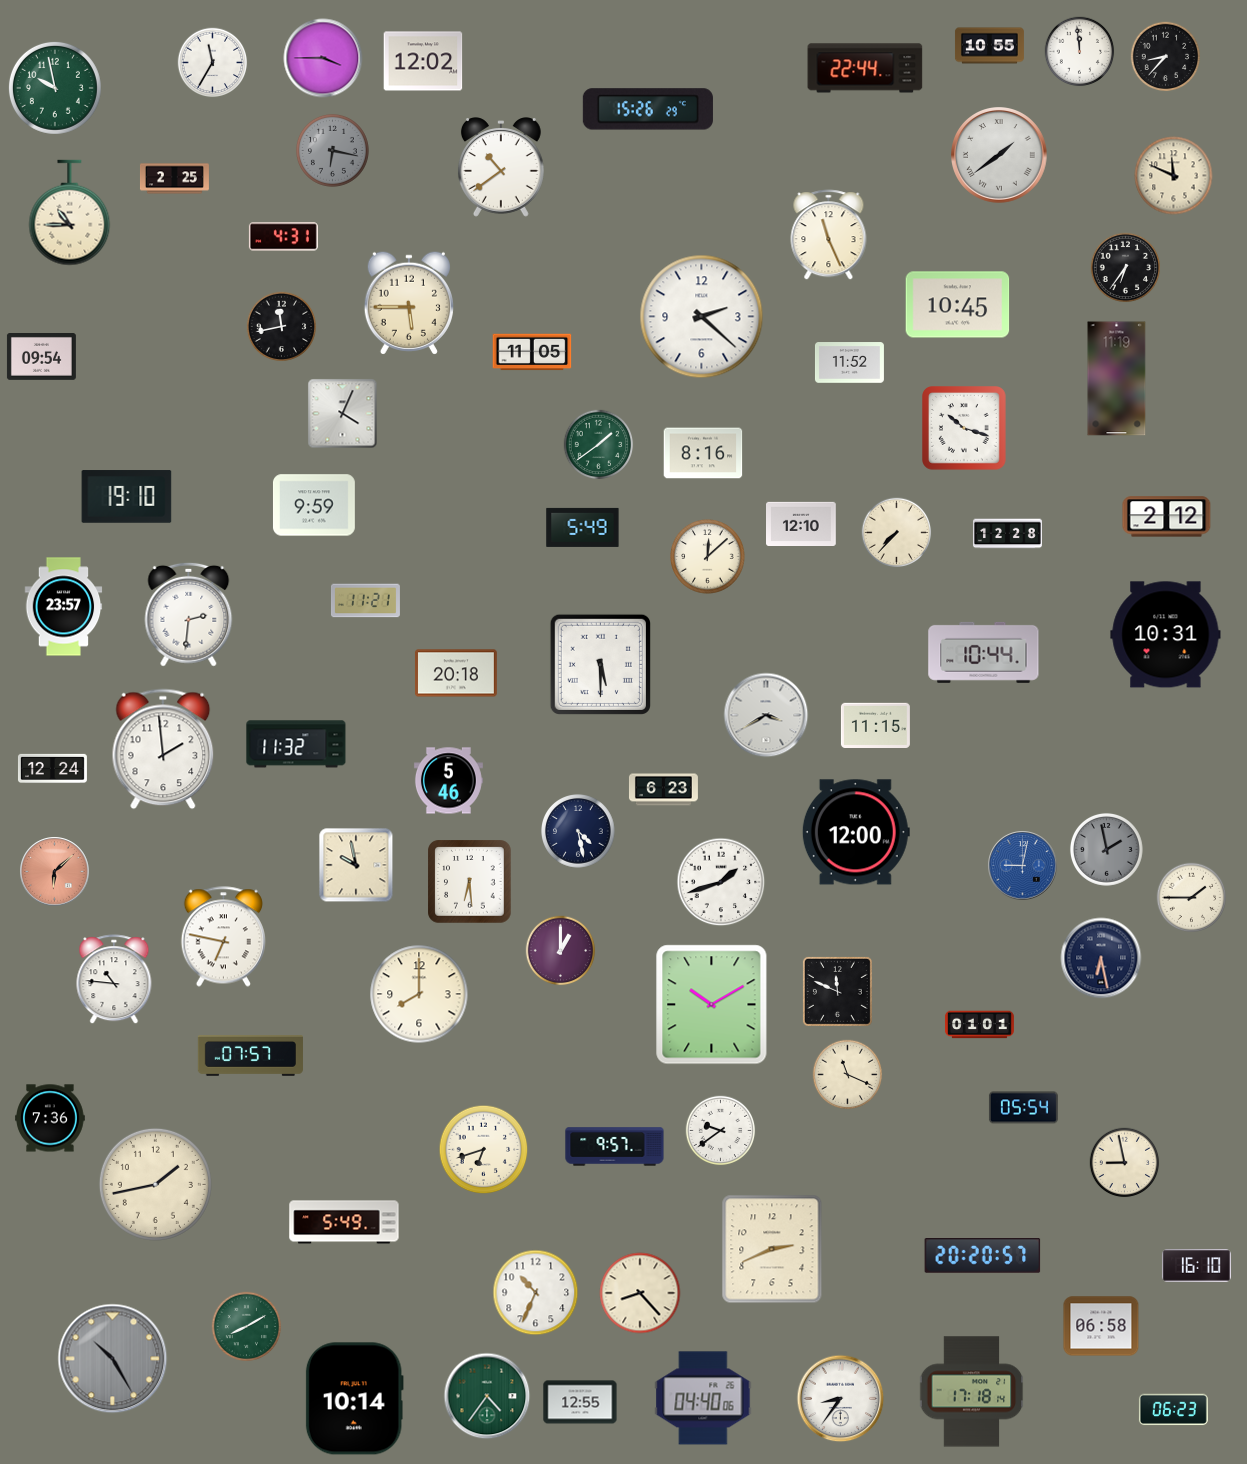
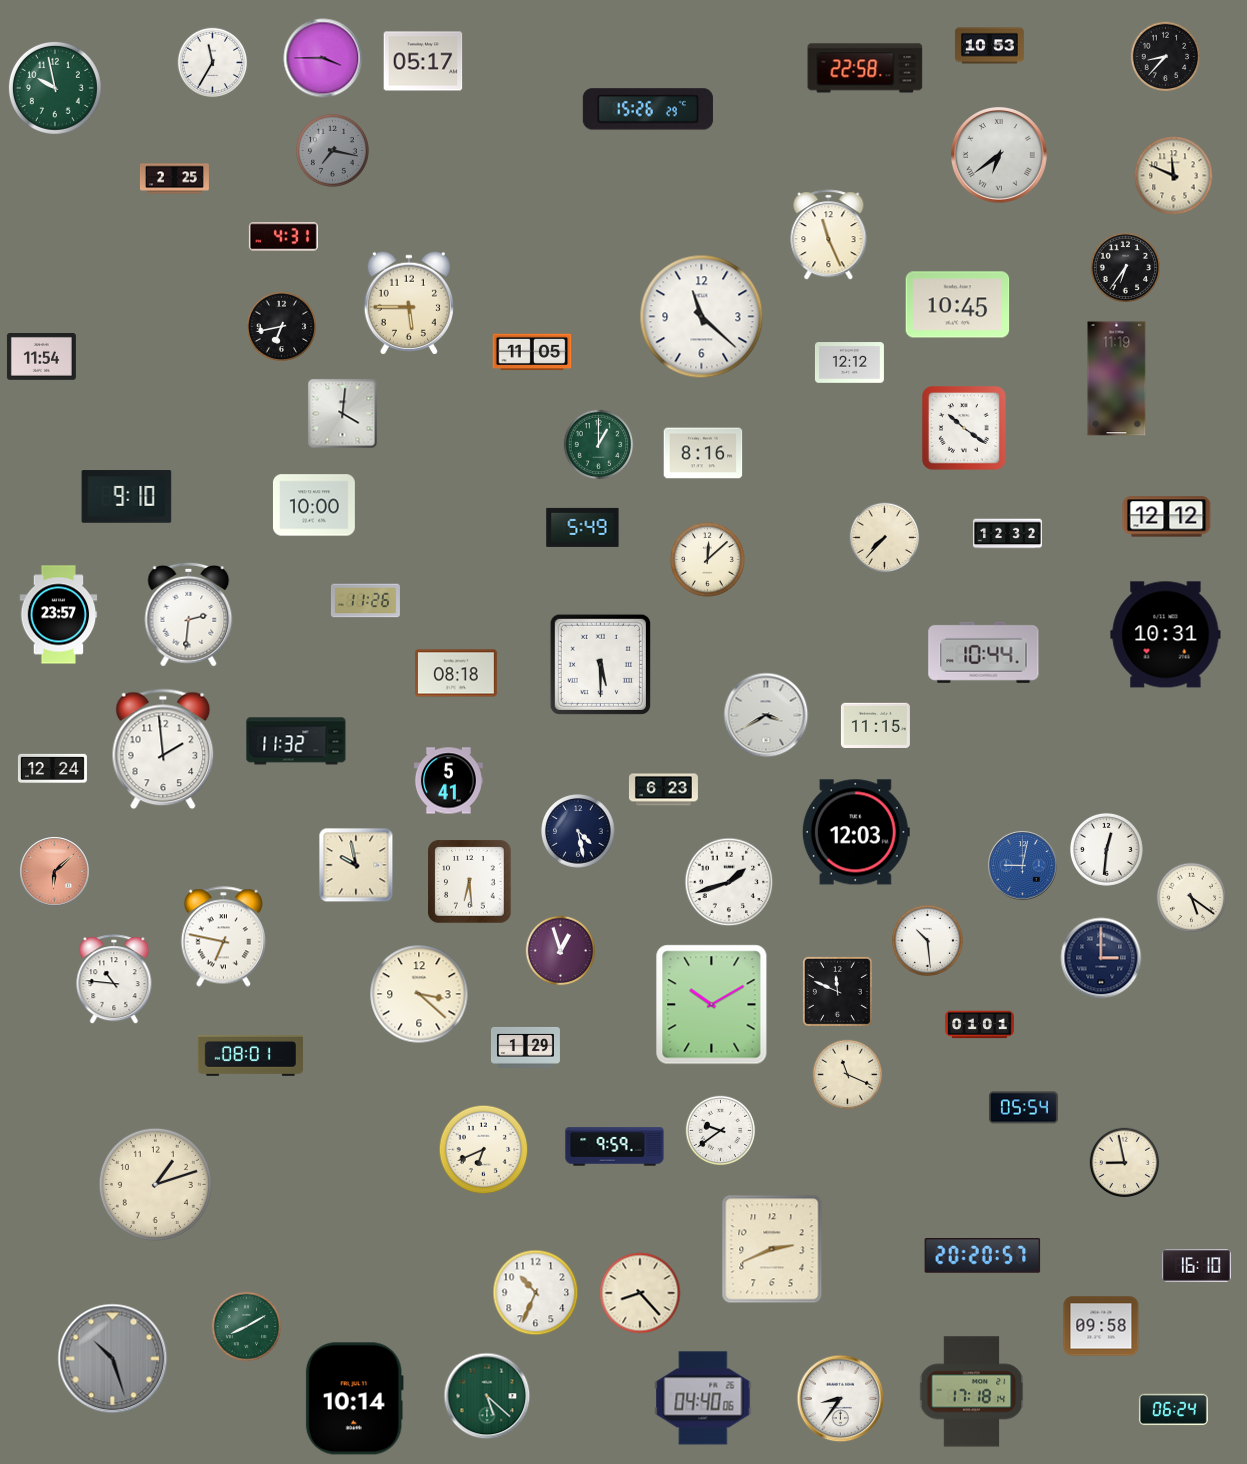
clock at (989, 46): 10:55 -> 10:53
clock at (1080, 52): 11:59 -> none
clock at (423, 61): 12:02 -> 05:17
clock at (865, 68): 22:44 -> 22:58
clock at (332, 150): 6:17 -> 7:17
clock at (1000, 156): 1:39 -> 6:39
clock at (501, 167): 10:39 -> none
clock at (70, 213): 10:45 -> none
clock at (702, 317): 2:22 -> 11:22
clock at (282, 327): 11:43 -> 6:43
clock at (41, 357): 09:54 -> 11:54
clock at (849, 363): 11:52 -> 12:12
clock at (343, 414): 4:04 -> 4:01
clock at (965, 429): 10:18 -> 10:21
clock at (599, 445): 1:39 -> 1:00
clock at (127, 497): 19:10 -> 9:10
clock at (314, 505): 9:59 -> 10:00
clock at (1167, 517): 2:12 -> 12:12
clock at (801, 523): 12:10 -> none
clock at (897, 533) position: (897, 533) -> (885, 538)
clock at (1007, 534): 12:28 -> 12:32
clock at (708, 557) position: (708, 557) -> (708, 560)
clock at (365, 601): 11:21 -> 11:26
clock at (64, 607) position: (64, 607) -> (59, 615)
clock at (456, 673): 20:18 -> 08:18
clock at (296, 744) position: (296, 744) -> (296, 741)
clock at (448, 781): 5:46 -> 5:41
clock at (856, 832): 12:00 -> 12:03
clock at (1106, 849): 1:58 -> 12:31
clock at (1106, 849) dial: grey -> white
clock at (721, 882) position: (721, 882) -> (729, 882)
clock at (1192, 898): 1:45 -> 5:21
clock at (927, 940): none -> 10:29
clock at (561, 951): 1:00 -> 12:57
clock at (1101, 958): 6:28 -> 3:00
clock at (419, 994): 8:00 -> 3:22
clock at (525, 1047): none -> 1:29
clock at (250, 1056): 07:57 -> 08:01
clock at (50, 1118): 7:36 -> none
clock at (615, 1147): 9:57 -> 9:59
clock at (484, 1150): 6:42 -> 6:41
clock at (155, 1184): 1:43 -> 1:12
clock at (344, 1222): 5:49 -> none
clock at (1101, 1326): 06:58 -> 09:58
clock at (113, 1359): 10:25 -> 10:27
clock at (487, 1396): 4:36 -> 5:22
clock at (580, 1402): 12:55 -> none
clock at (1173, 1410): 06:23 -> 06:24
